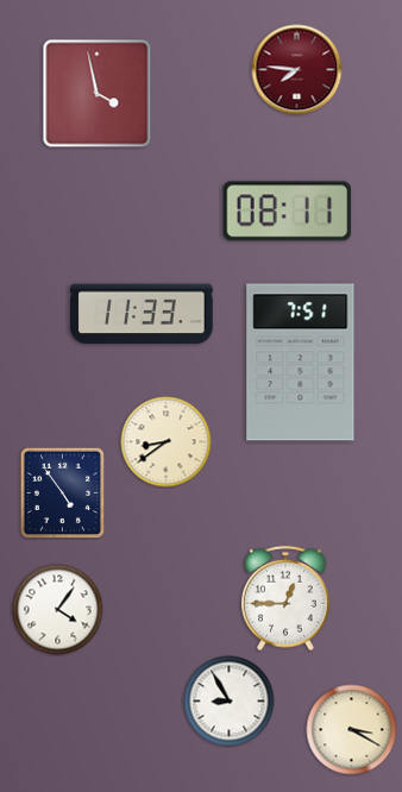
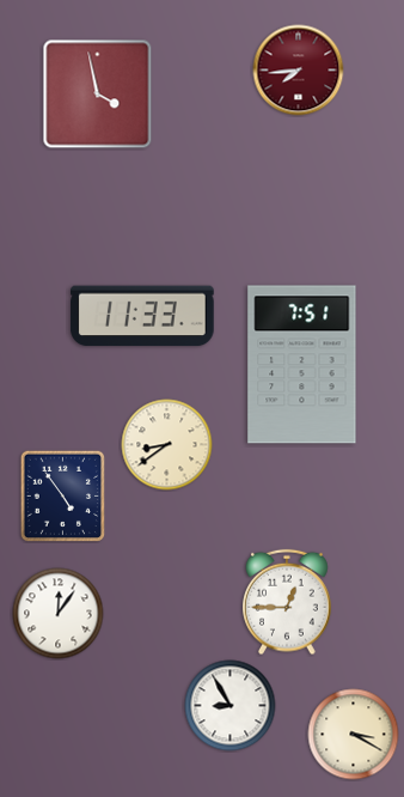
clock at (297, 70): 7:46 -> 7:44
clock at (288, 212): 08:11 -> none
clock at (58, 610): 4:06 -> 12:06
